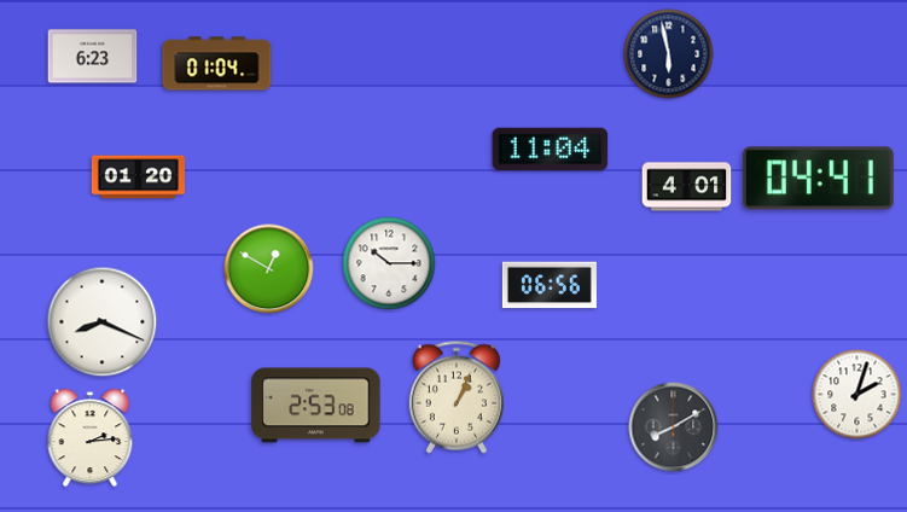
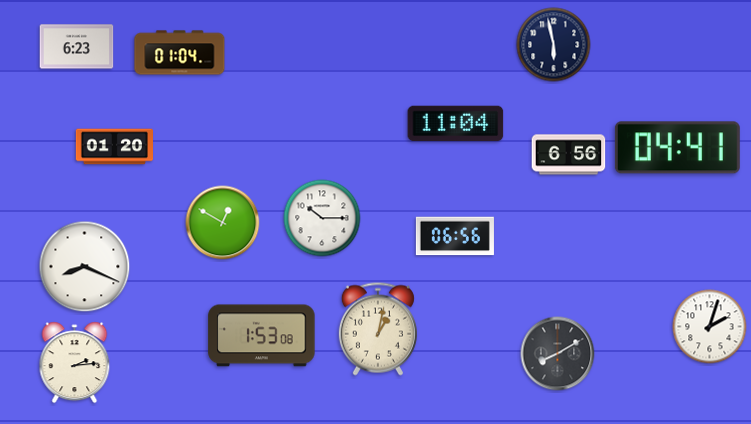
clock at (687, 187): 4:01 -> 6:56
clock at (457, 397): 1:04 -> 1:02
clock at (316, 406): 2:53 -> 1:53
